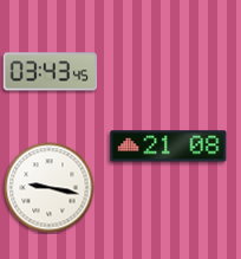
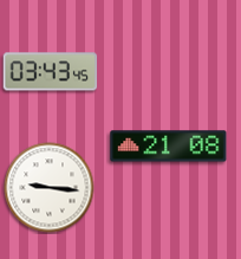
clock at (50, 188): 9:17 -> 9:16
